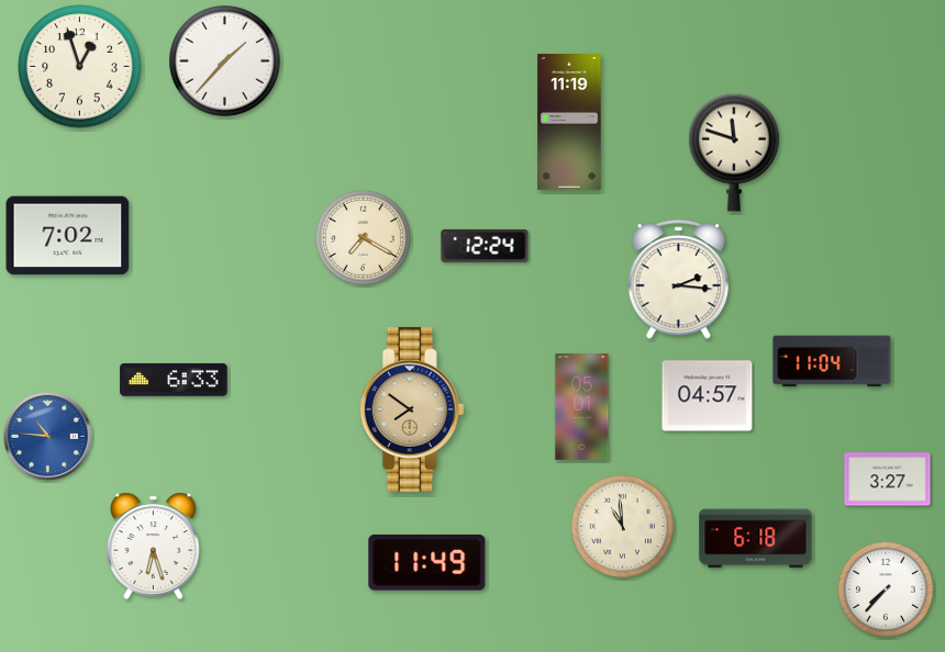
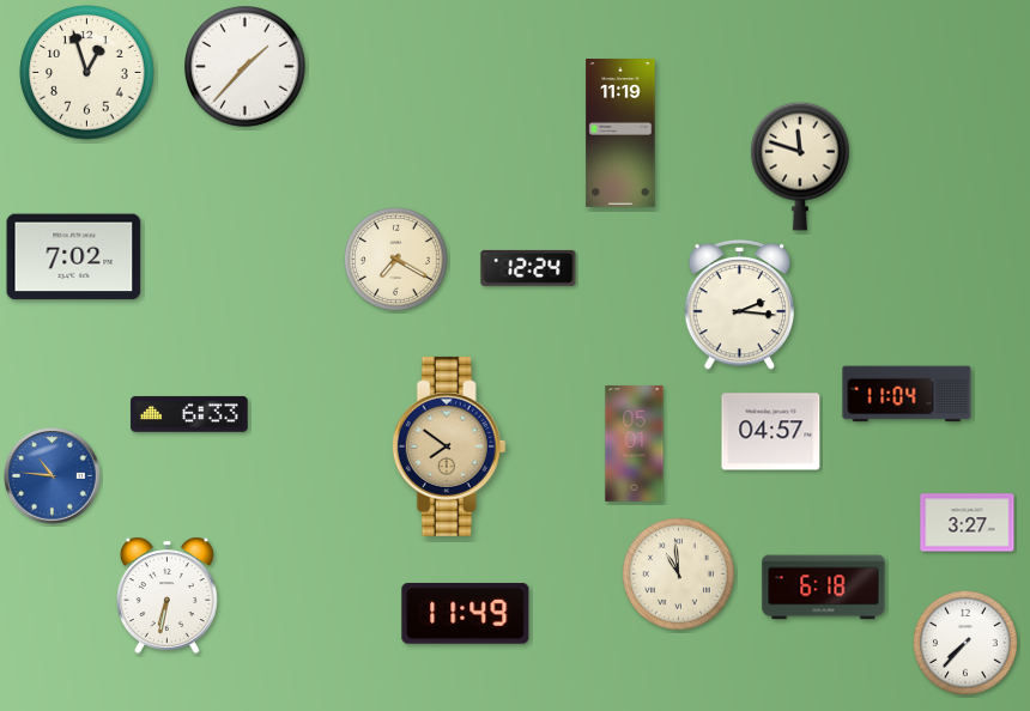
clock at (153, 546): 6:27 -> 6:32
